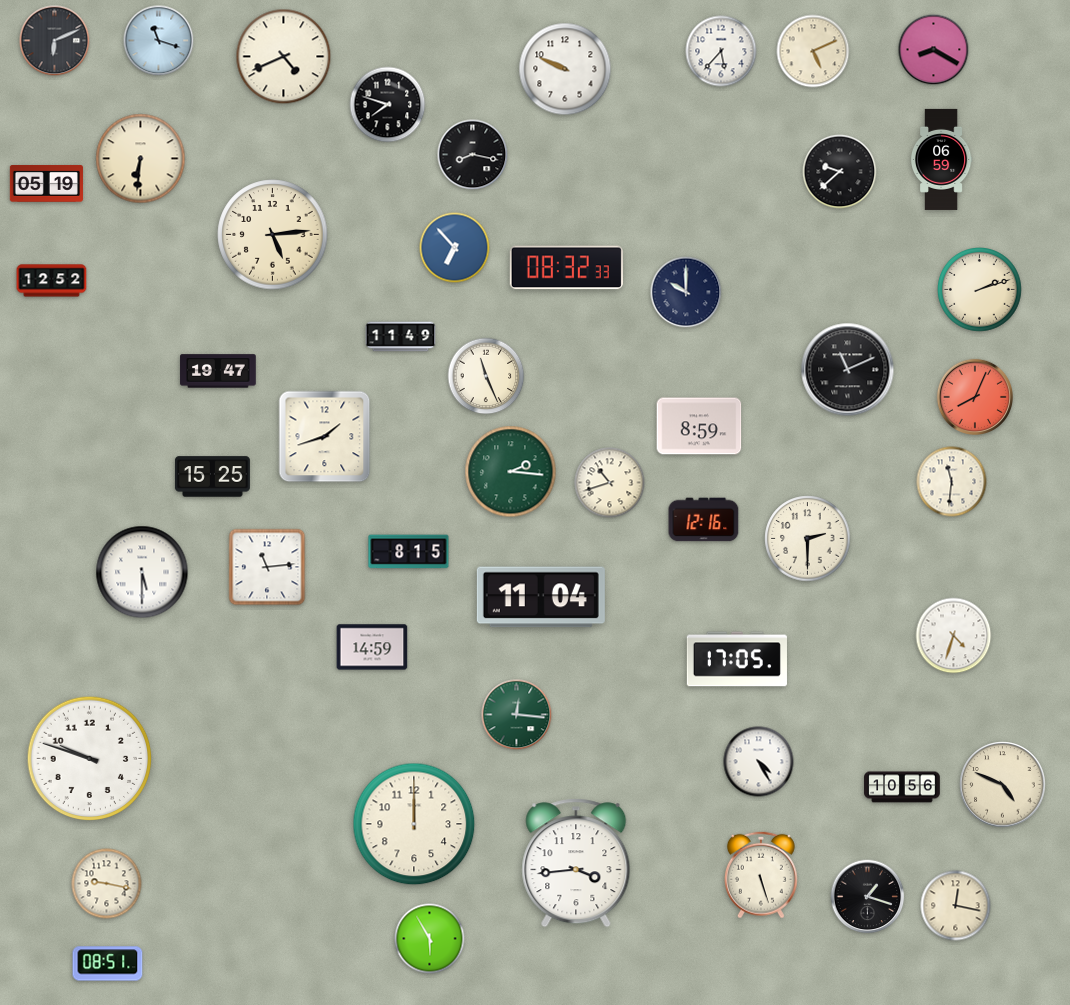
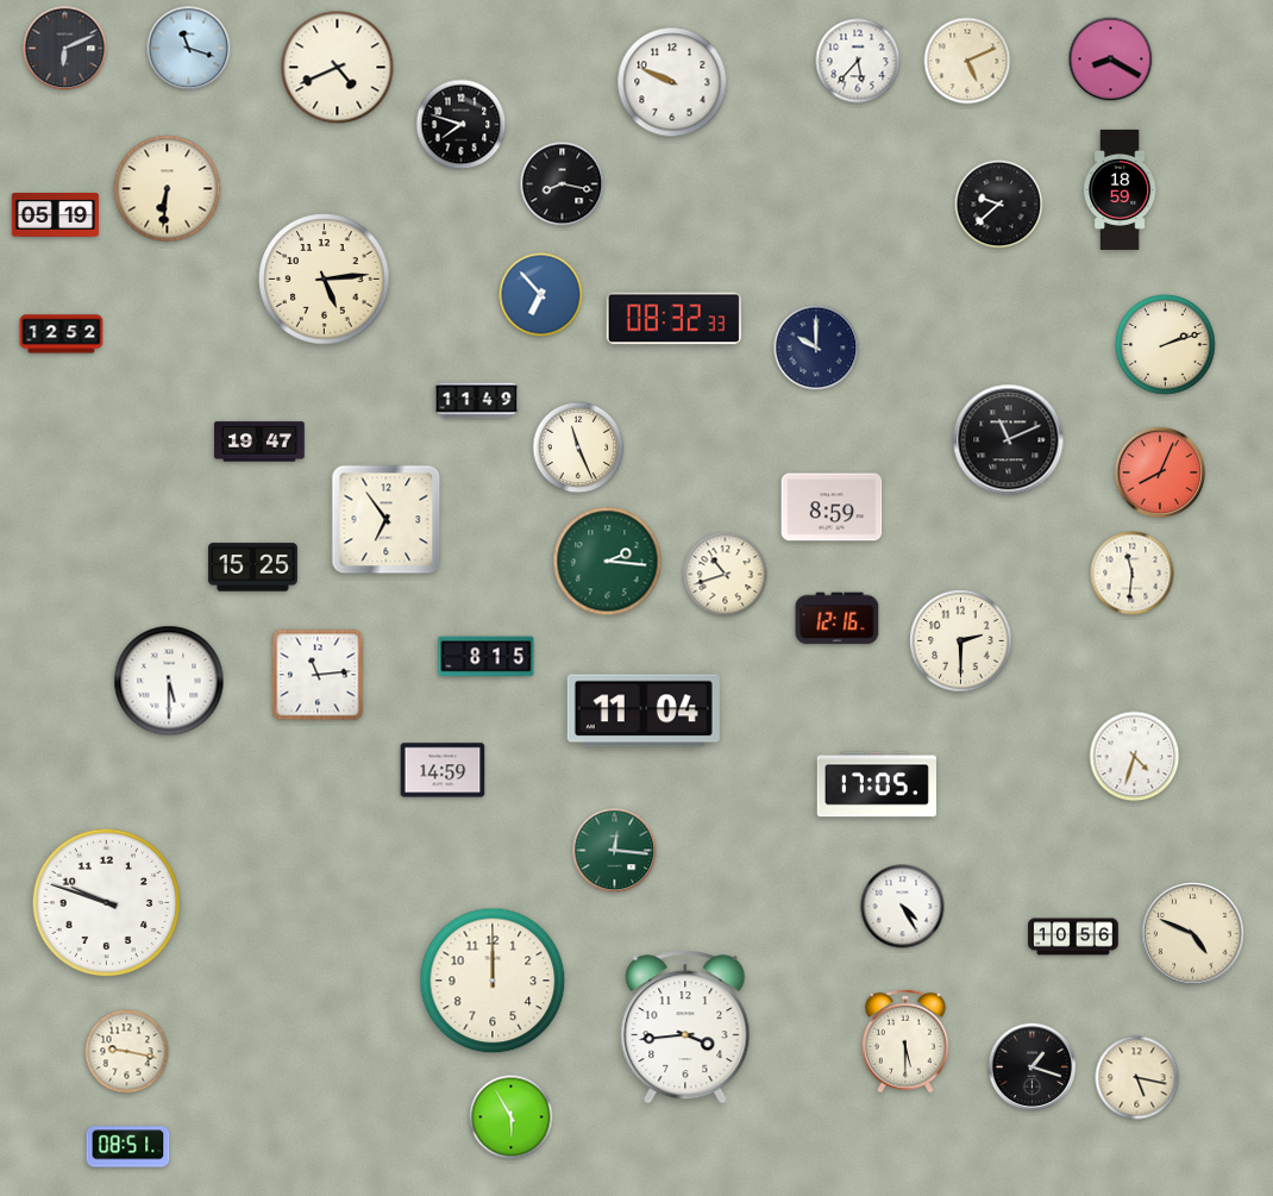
clock at (941, 159): 06:59 -> 18:59
clock at (46, 184) position: (46, 184) -> (55, 215)
clock at (325, 437): 1:42 -> 6:54
clock at (761, 875): 5:27 -> 5:30
clock at (956, 906): 12:17 -> 5:17
